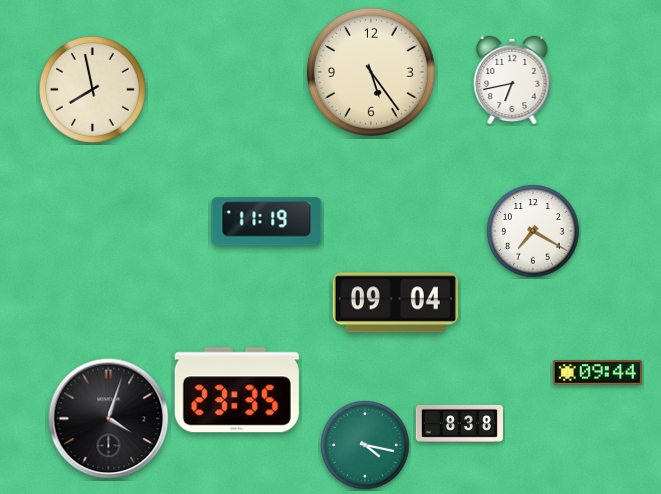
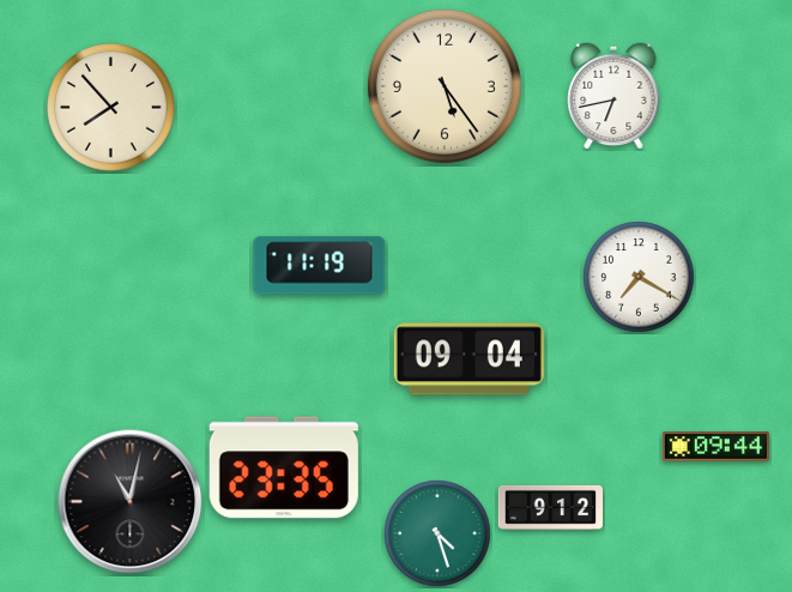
clock at (93, 90): 7:58 -> 7:53
clock at (395, 303) position: (395, 303) -> (468, 360)
clock at (109, 419): 4:03 -> 11:02
clock at (459, 423): 8:38 -> 9:12
clock at (365, 445): 4:17 -> 4:27
